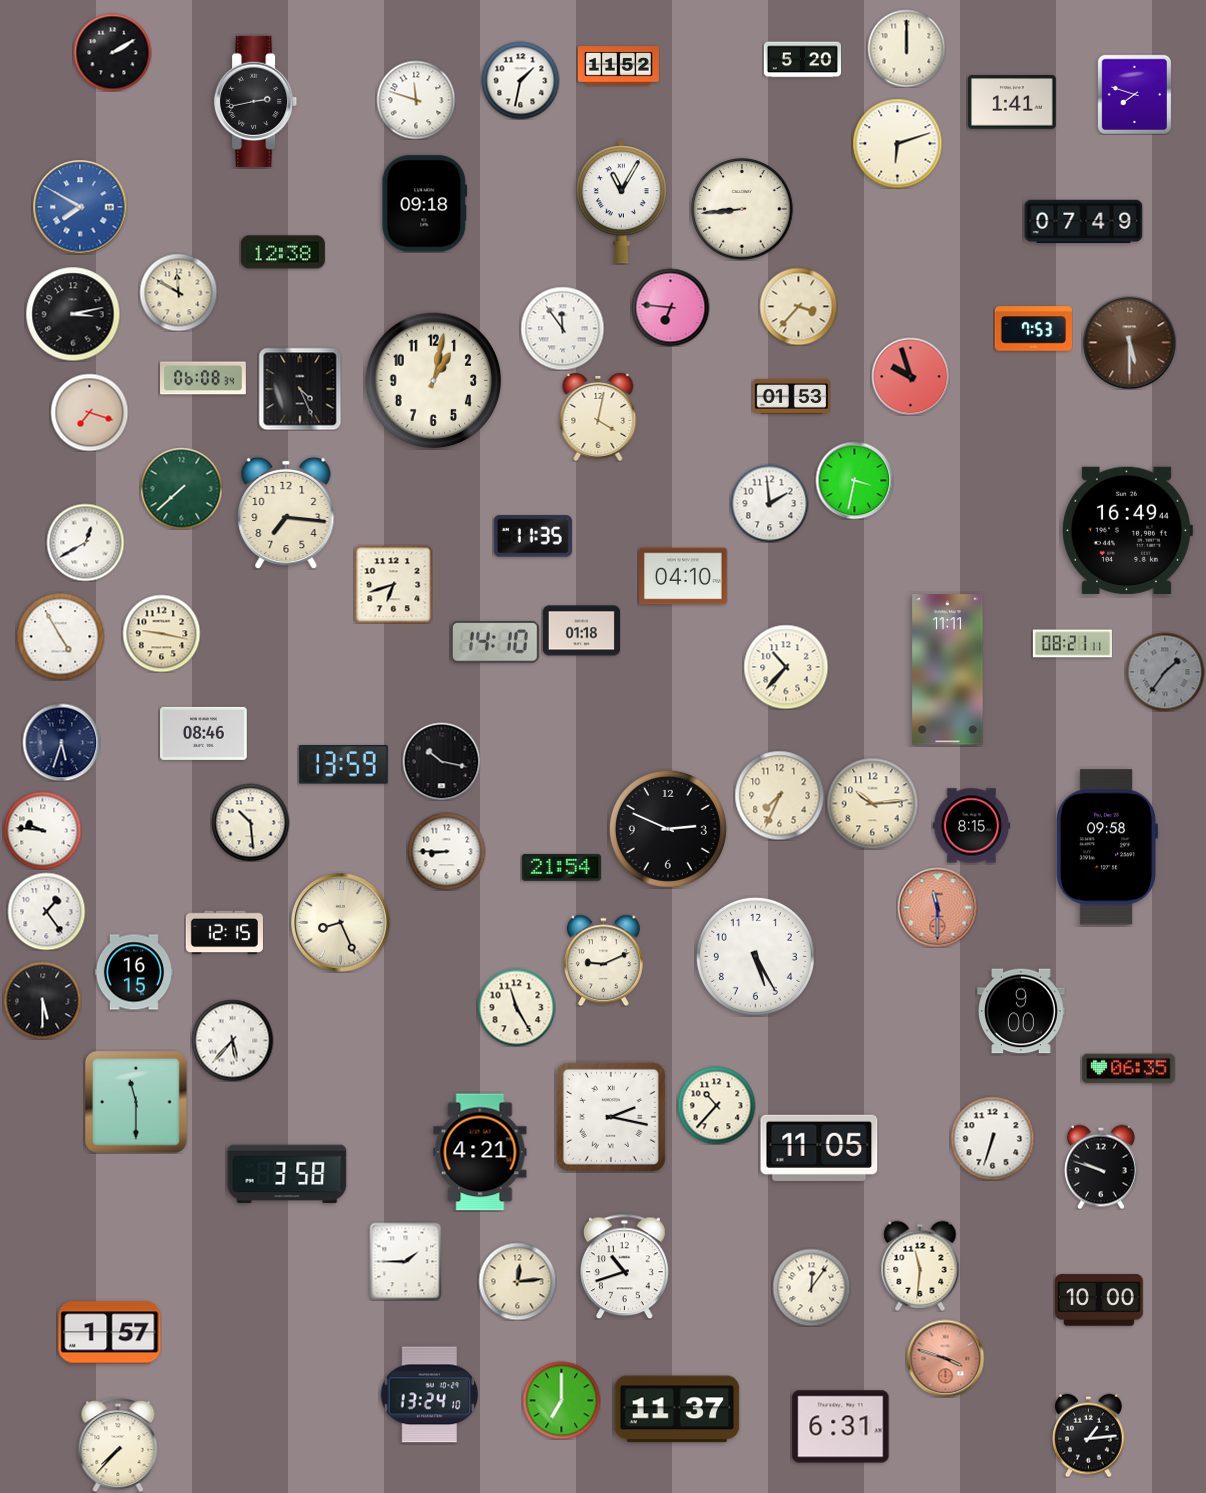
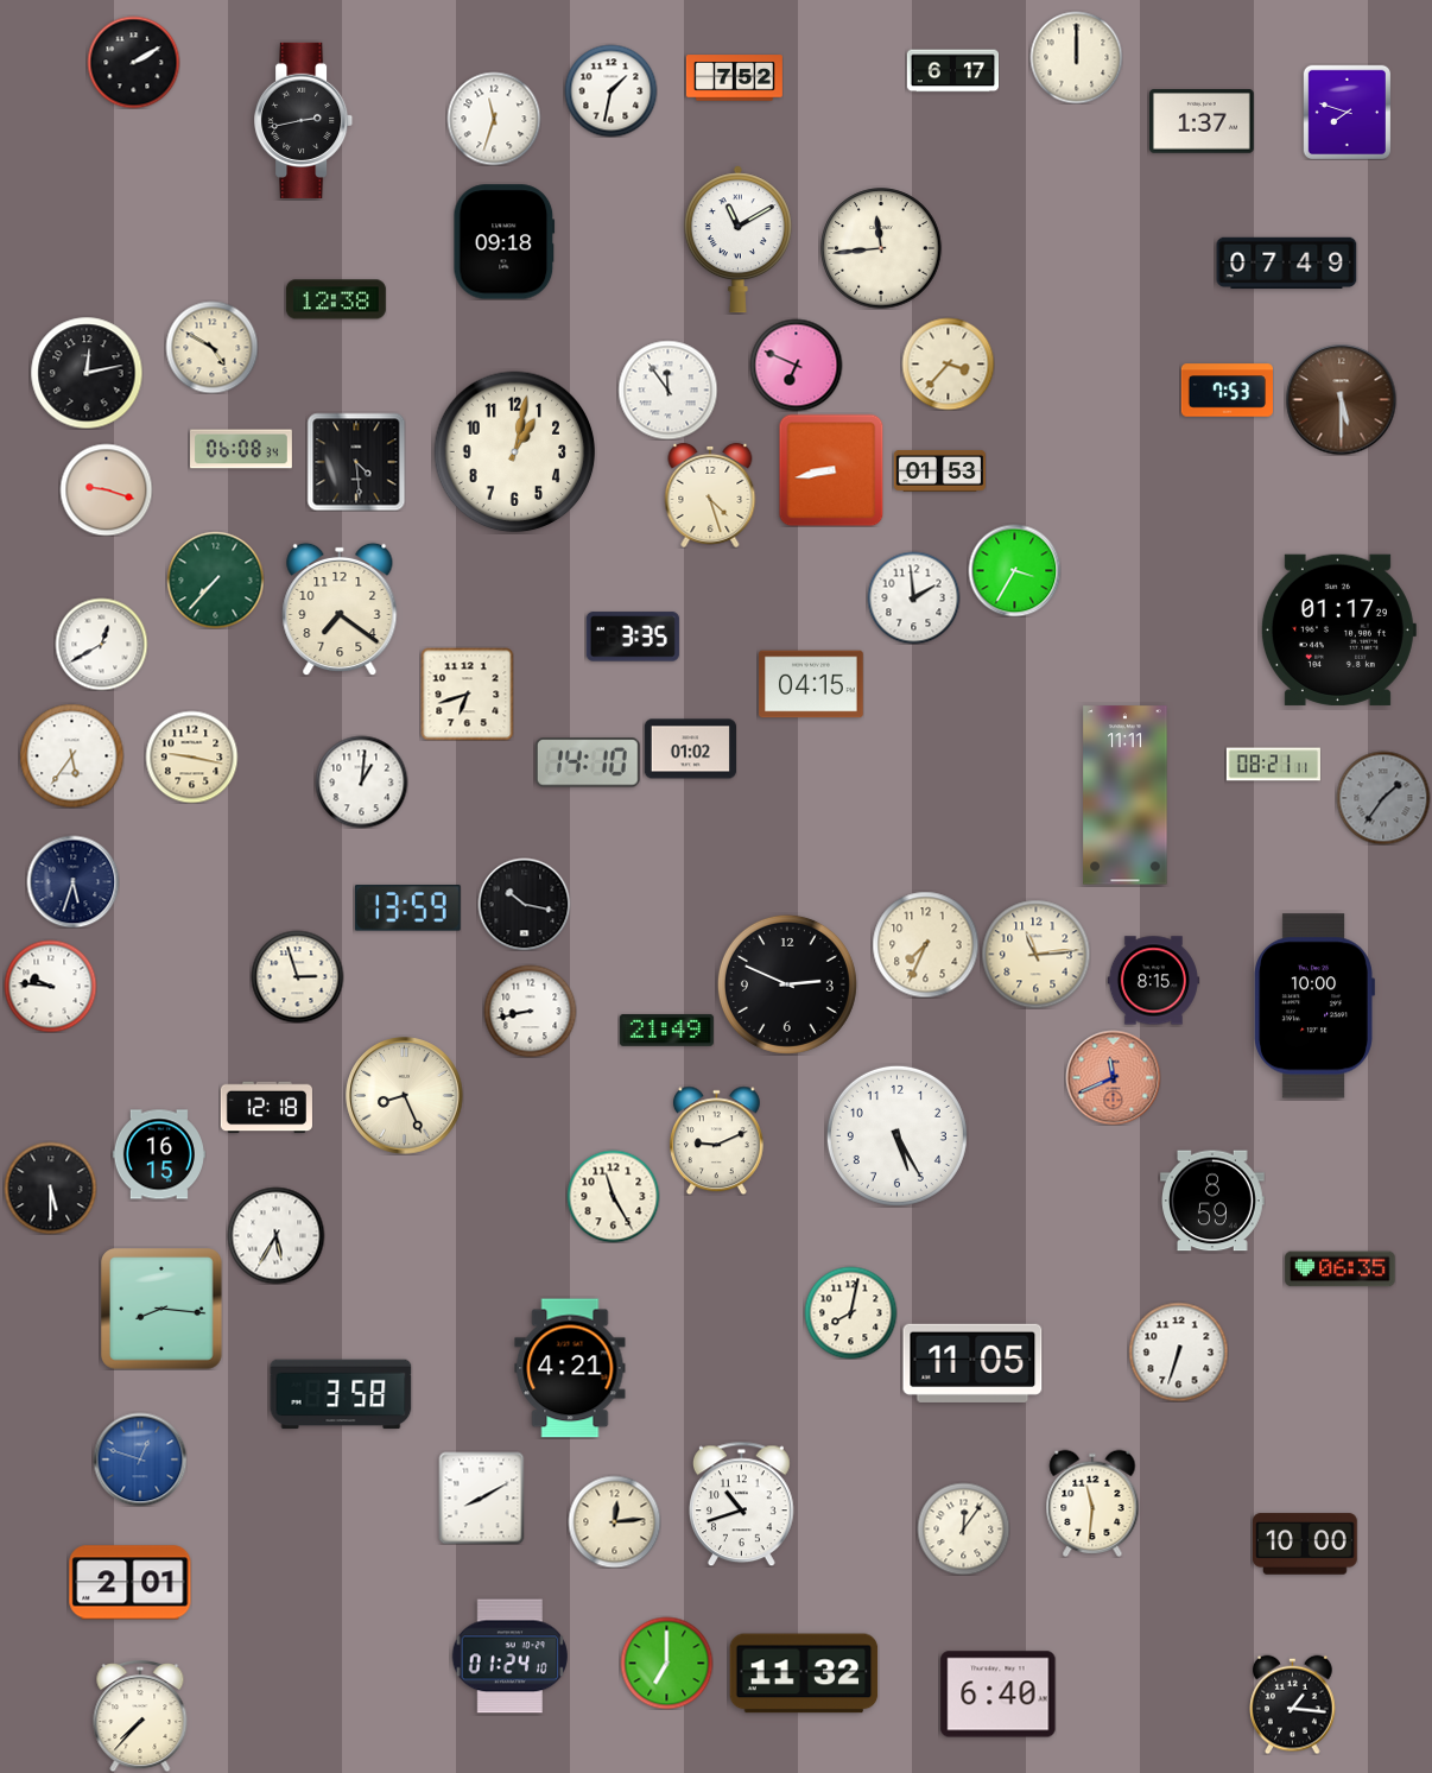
clock at (802, 60): 5:20 -> 6:17
clock at (618, 66): 11:52 -> 7:52
clock at (520, 80) position: (520, 80) -> (610, 90)
clock at (416, 100): 11:48 -> 11:33
clock at (1012, 102): 1:41 -> 1:37
clock at (897, 143): 6:12 -> none
clock at (621, 202): 11:05 -> 11:10
clock at (80, 207): 7:50 -> none
clock at (742, 209): 8:44 -> 11:44
clock at (178, 292): 11:50 -> 4:50
clock at (670, 307): 6:46 -> 6:49
clock at (73, 314): 3:13 -> 12:13
clock at (1129, 342) position: (1129, 342) -> (1341, 399)
clock at (910, 376): 9:57 -> none
clock at (300, 389): 4:26 -> 4:29
clock at (831, 470): none -> 8:43
clock at (89, 412): 7:18 -> 9:18
clock at (598, 417): 4:02 -> 4:27
clock at (854, 480): 3:32 -> 3:35
clock at (181, 488): 7:38 -> 7:37
clock at (286, 513): 7:16 -> 7:21
clock at (1127, 530): 16:49 -> 01:17
clock at (533, 536): 11:35 -> 3:35
clock at (684, 576): 04:10 -> 04:15
clock at (581, 631): 01:18 -> 01:02
clock at (161, 633) position: (161, 633) -> (191, 756)
clock at (60, 636): 4:55 -> 5:36
clock at (361, 781): none -> 1:01
clock at (786, 667): 10:37 -> none
clock at (204, 733): 08:46 -> none
clock at (872, 803): 10:14 -> 11:14
clock at (250, 822): 10:29 -> 2:57
clock at (668, 829) position: (668, 829) -> (787, 984)
clock at (1107, 847): 09:58 -> 10:00
clock at (446, 851): 8:45 -> 8:43
clock at (561, 867): 21:54 -> 21:49
clock at (937, 907): 11:30 -> 11:41
clock at (46, 911): 1:24 -> none
clock at (224, 933): 12:15 -> 12:18
clock at (1021, 1011): 9:00 -> 8:59
clock at (232, 1040): 5:37 -> 5:35
clock at (137, 1103): 11:30 -> 8:16
clock at (716, 1105): 10:37 -> 8:02
clock at (611, 1117): 2:17 -> none
clock at (1101, 1167): 9:48 -> none
clock at (140, 1459): none -> 12:48
clock at (406, 1261): 1:45 -> 8:10
clock at (110, 1333): 1:57 -> 2:01
clock at (945, 1358): 3:48 -> none
clock at (429, 1395): 13:24 -> 01:24
clock at (677, 1409): 11:37 -> 11:32
clock at (841, 1427): 6:31 -> 6:40
clock at (1089, 1435): 1:14 -> 1:16
